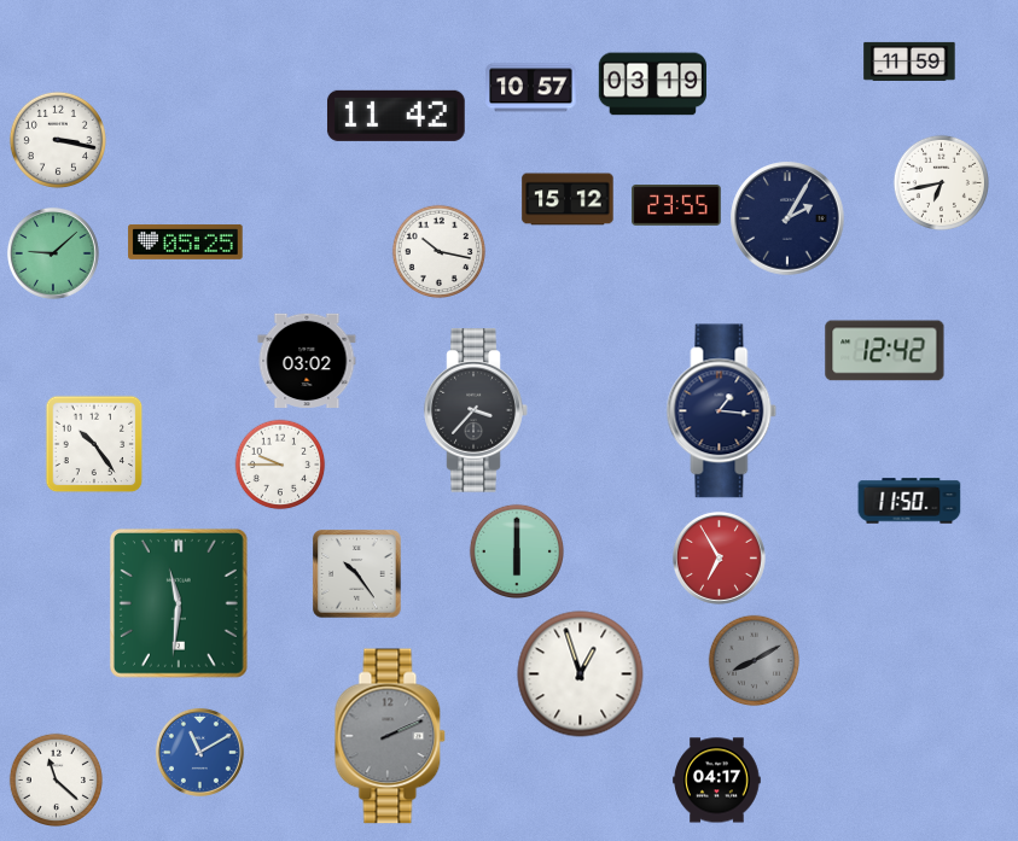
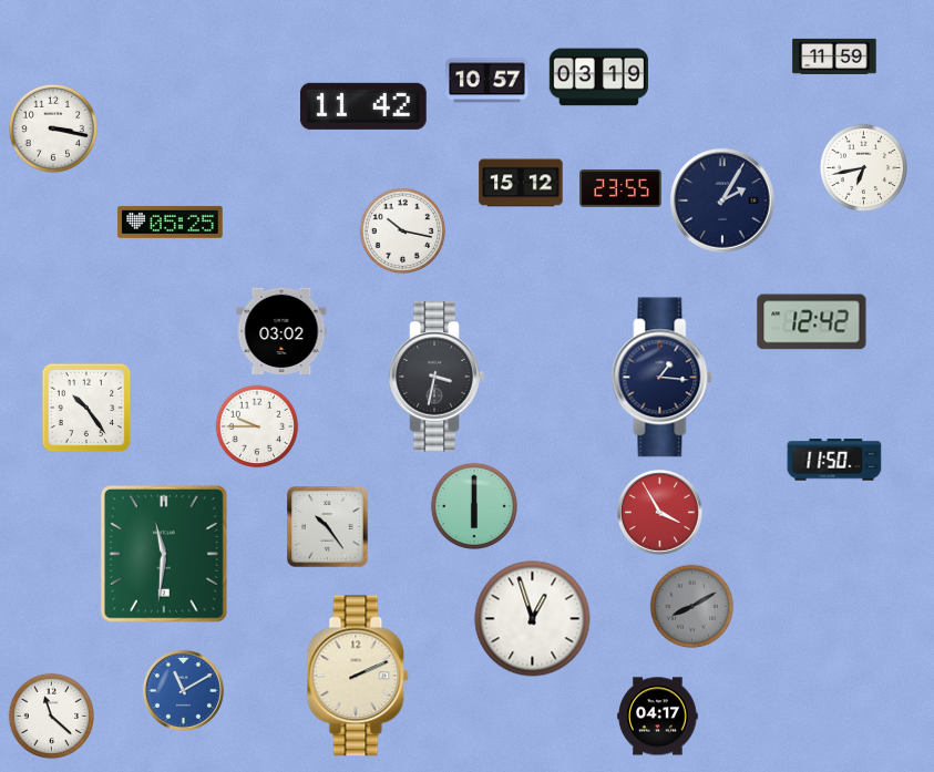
clock at (53, 253): 9:08 -> none
clock at (476, 410): 3:37 -> 3:32
clock at (719, 557): 6:55 -> 3:55
clock at (390, 736) dial: grey -> cream
